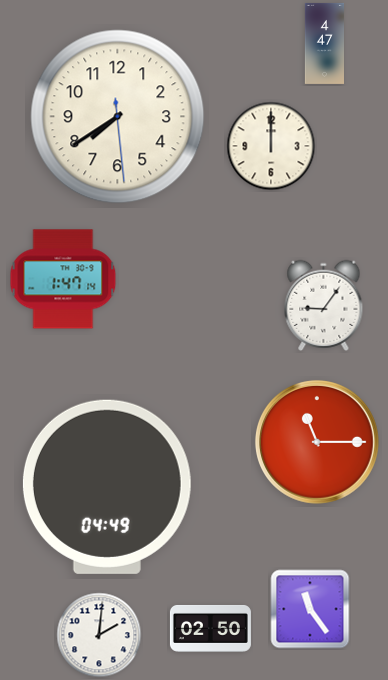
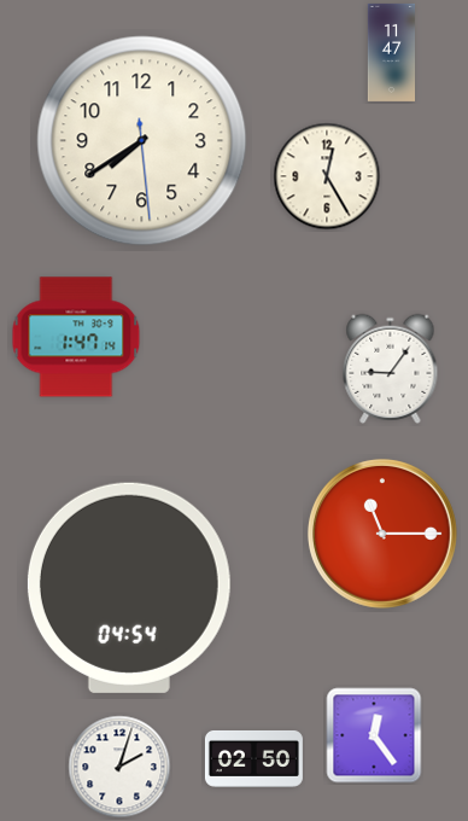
clock at (324, 43): 4:47 -> 11:47
clock at (271, 146): 12:00 -> 12:25
clock at (107, 487): 04:49 -> 04:54
clock at (310, 609): 11:24 -> 12:24
clock at (99, 635): 2:01 -> 2:03
